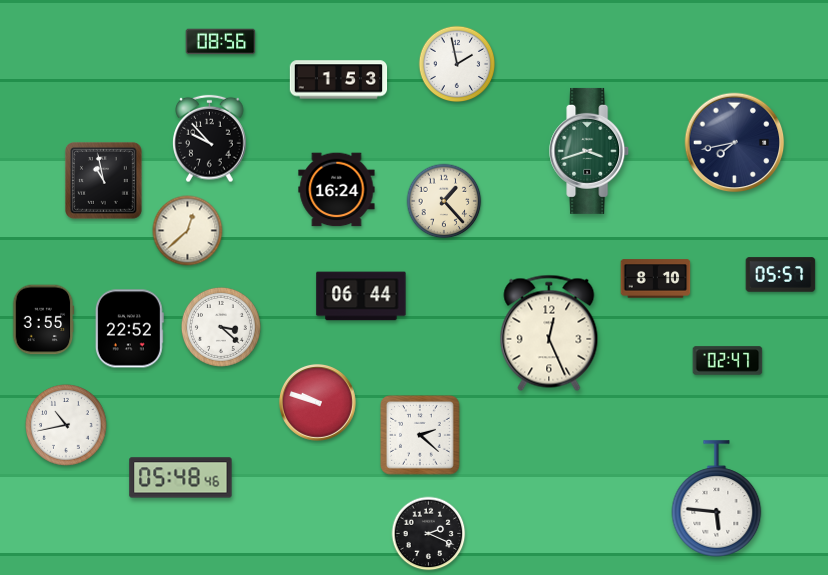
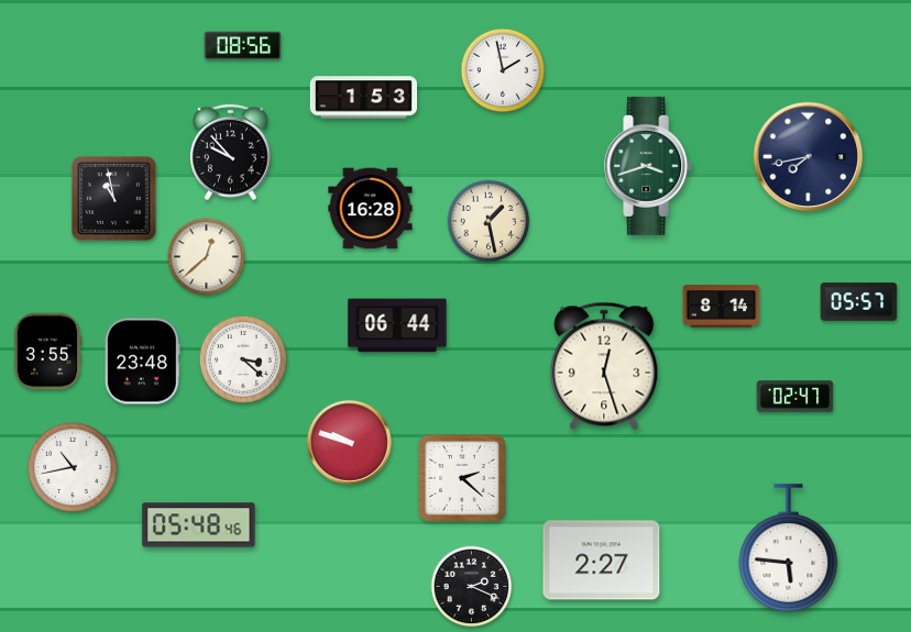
clock at (339, 80) position: (339, 80) -> (364, 98)
clock at (337, 190): 16:24 -> 16:28
clock at (444, 201): 1:23 -> 1:28
clock at (188, 231) position: (188, 231) -> (207, 257)
clock at (656, 279): 8:10 -> 8:14
clock at (129, 329): 22:52 -> 23:48
clock at (549, 333): 12:26 -> 12:27
clock at (728, 361) position: (728, 361) -> (795, 397)
clock at (602, 561): none -> 2:27
